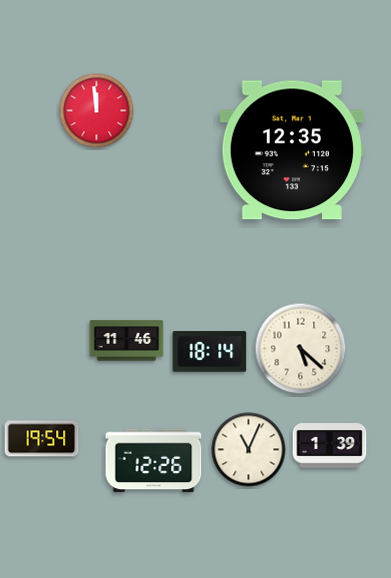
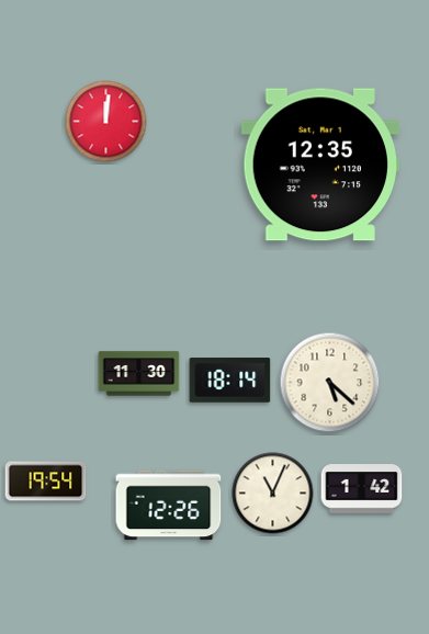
clock at (97, 111): 11:59 -> 12:01
clock at (127, 341): 11:46 -> 11:30
clock at (210, 352) position: (210, 352) -> (230, 381)
clock at (330, 446): 1:39 -> 1:42
